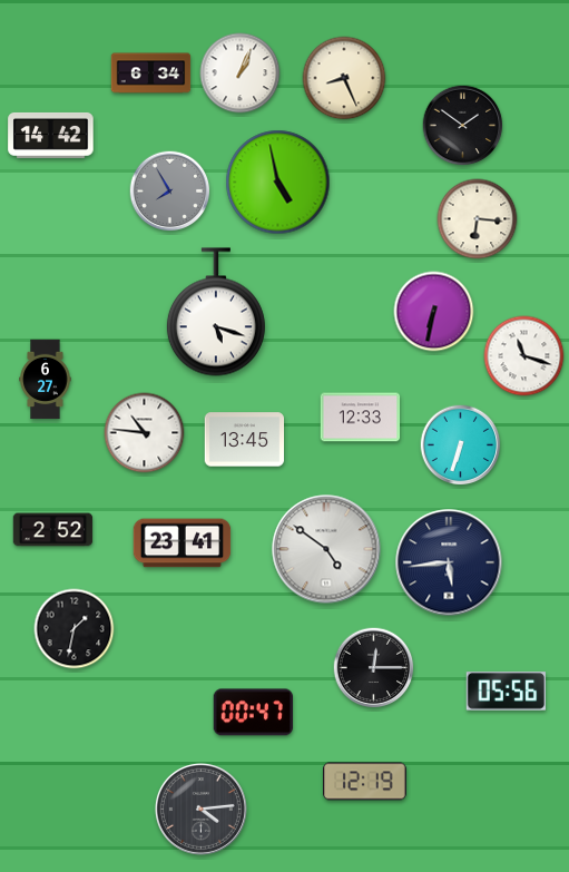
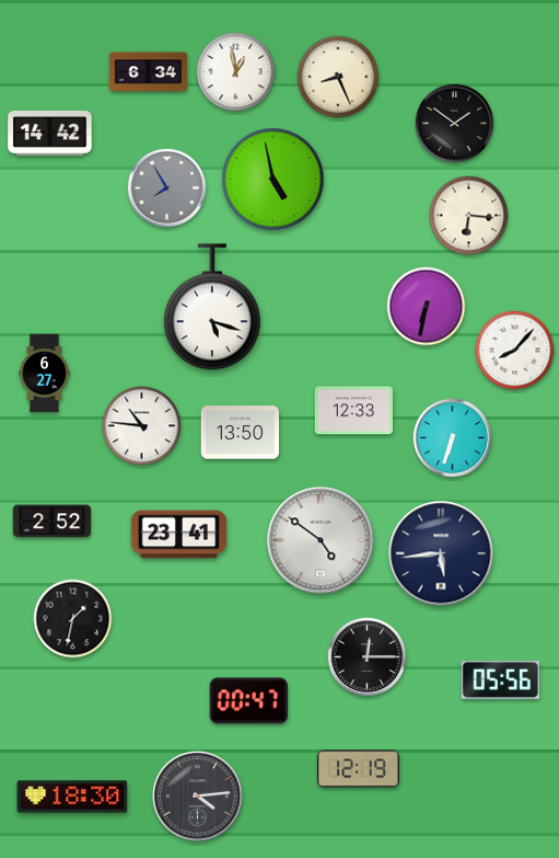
clock at (241, 74): 1:04 -> 12:58
clock at (524, 356): 11:18 -> 8:07
clock at (245, 440): 13:45 -> 13:50
clock at (506, 692) position: (506, 692) -> (500, 680)
clock at (72, 797): none -> 18:30
